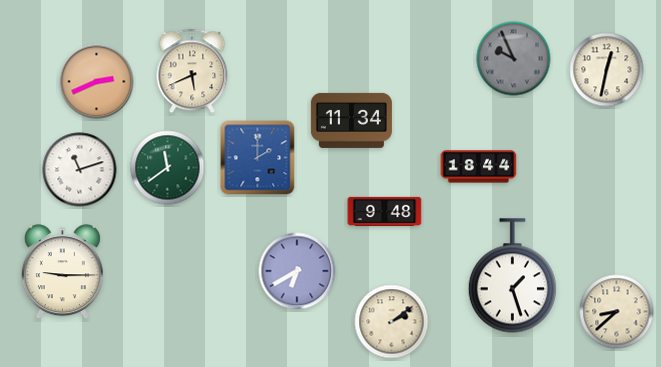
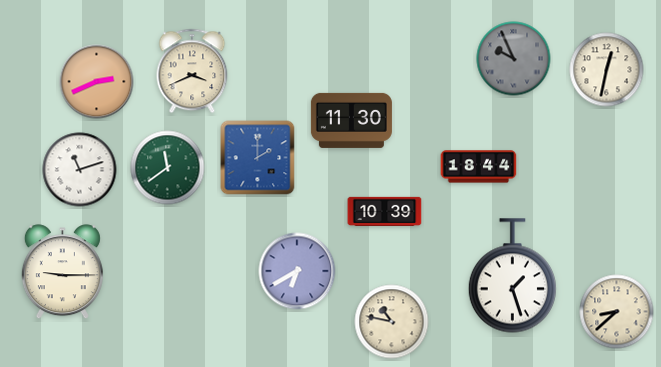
clock at (192, 71): 5:41 -> 3:41
clock at (351, 120): 11:34 -> 11:30
clock at (385, 211): 9:48 -> 10:39
clock at (392, 322): 2:09 -> 10:47
